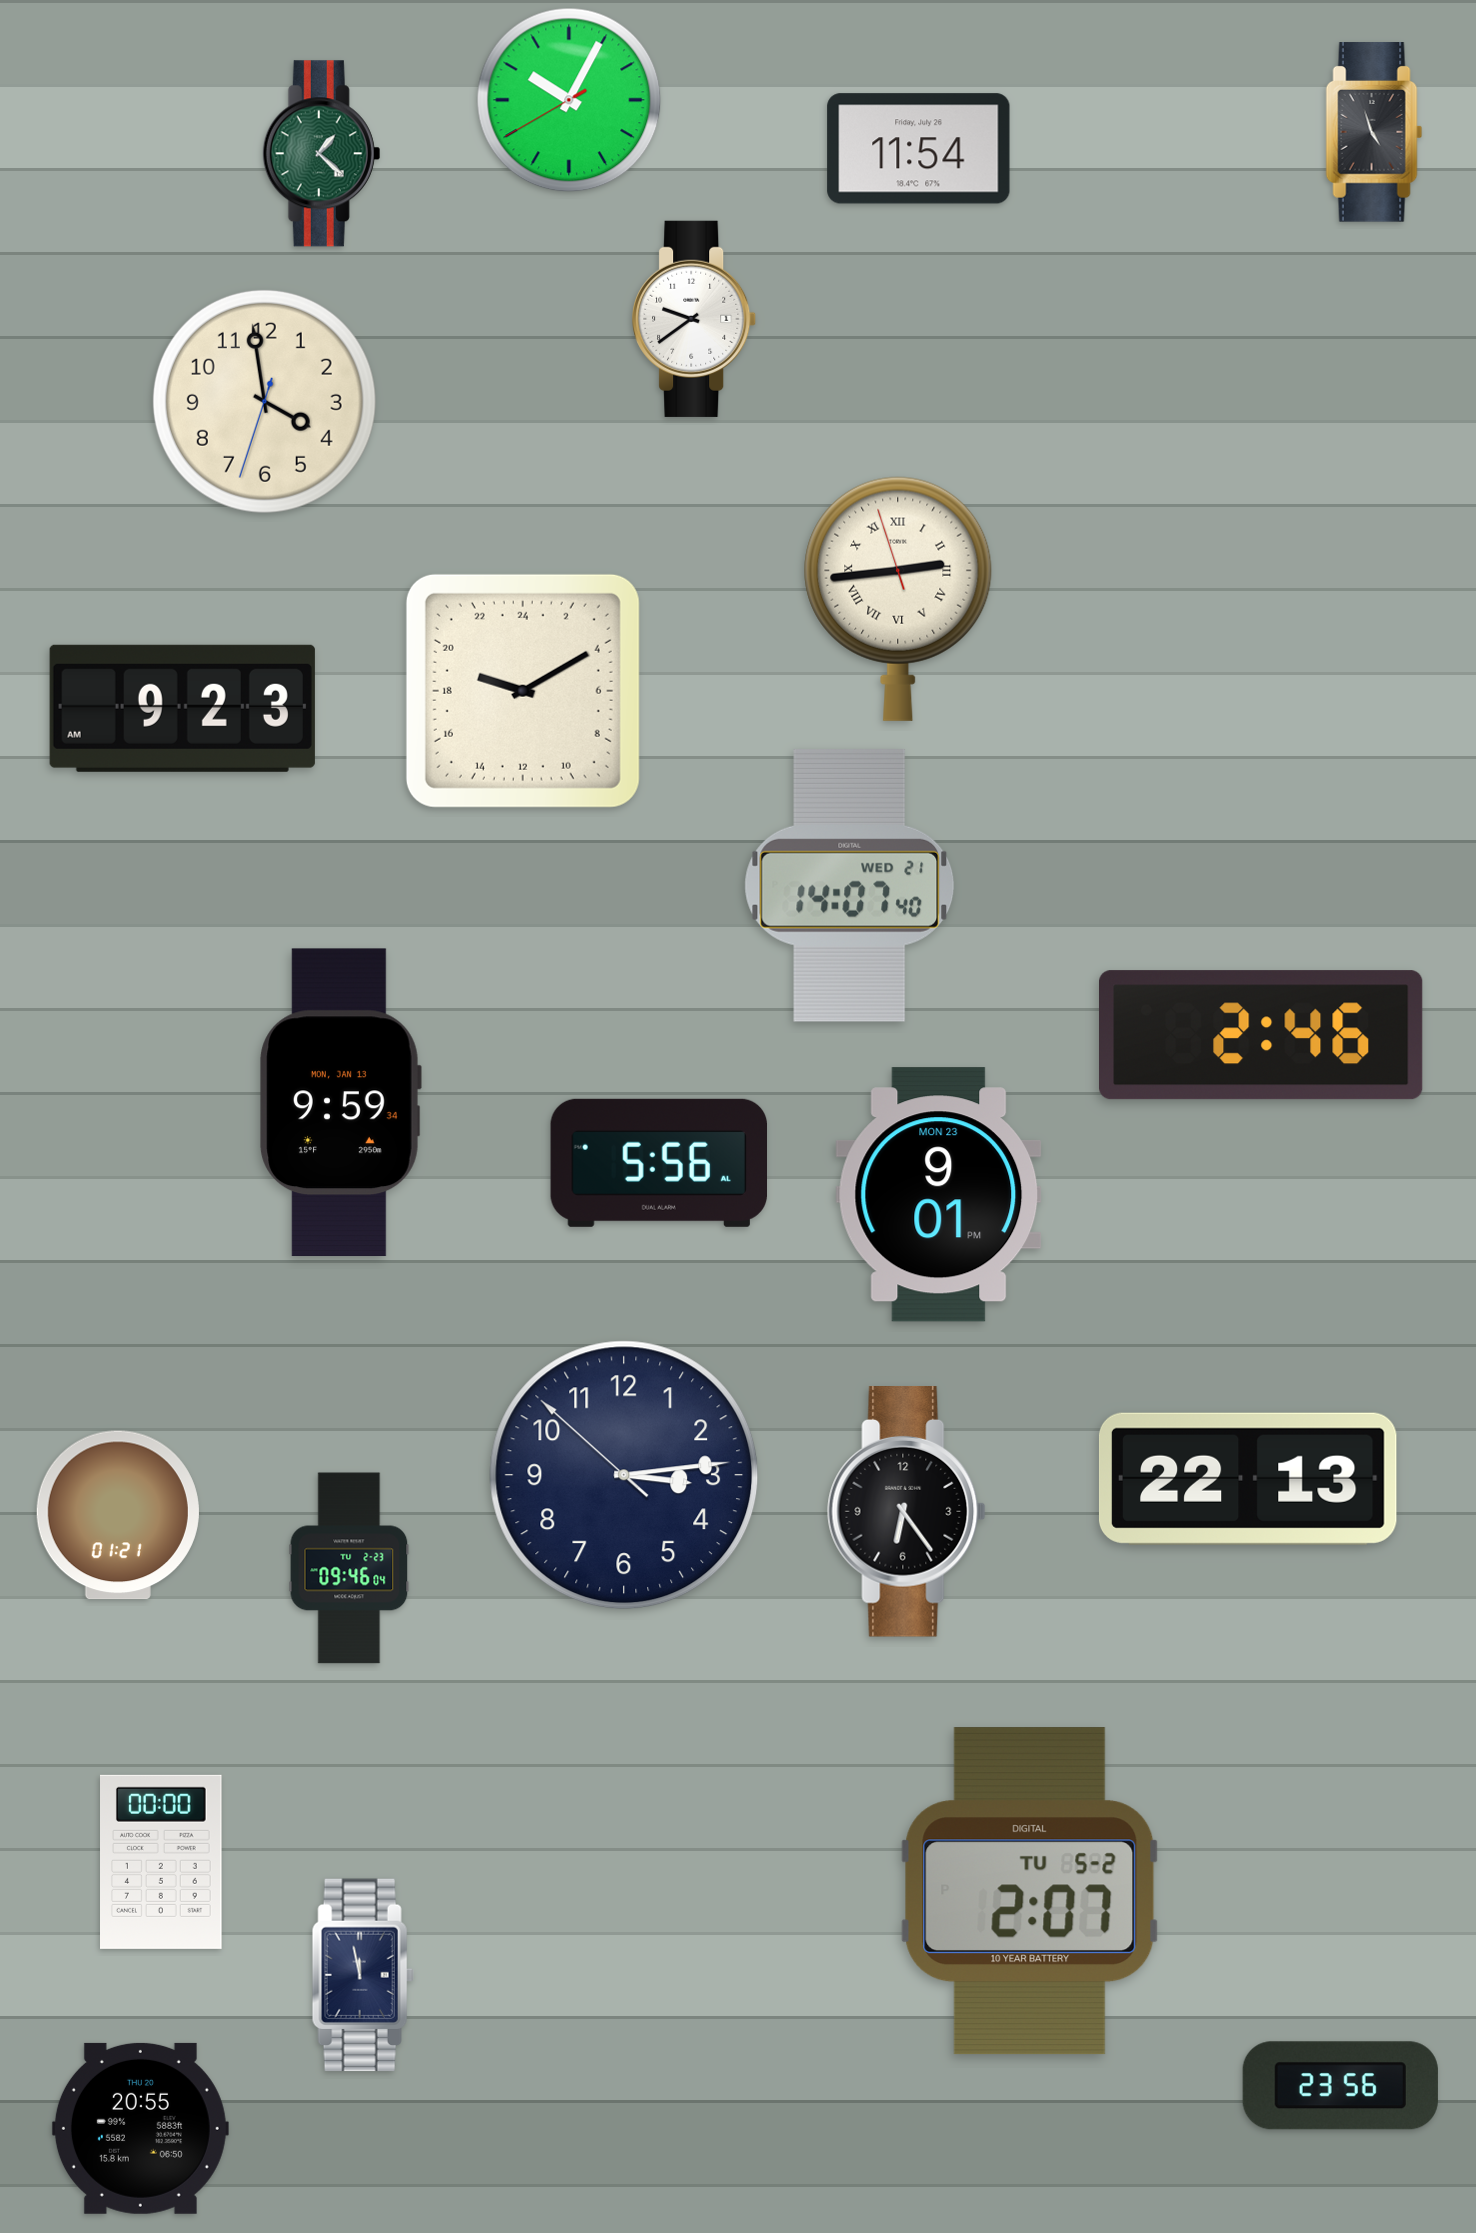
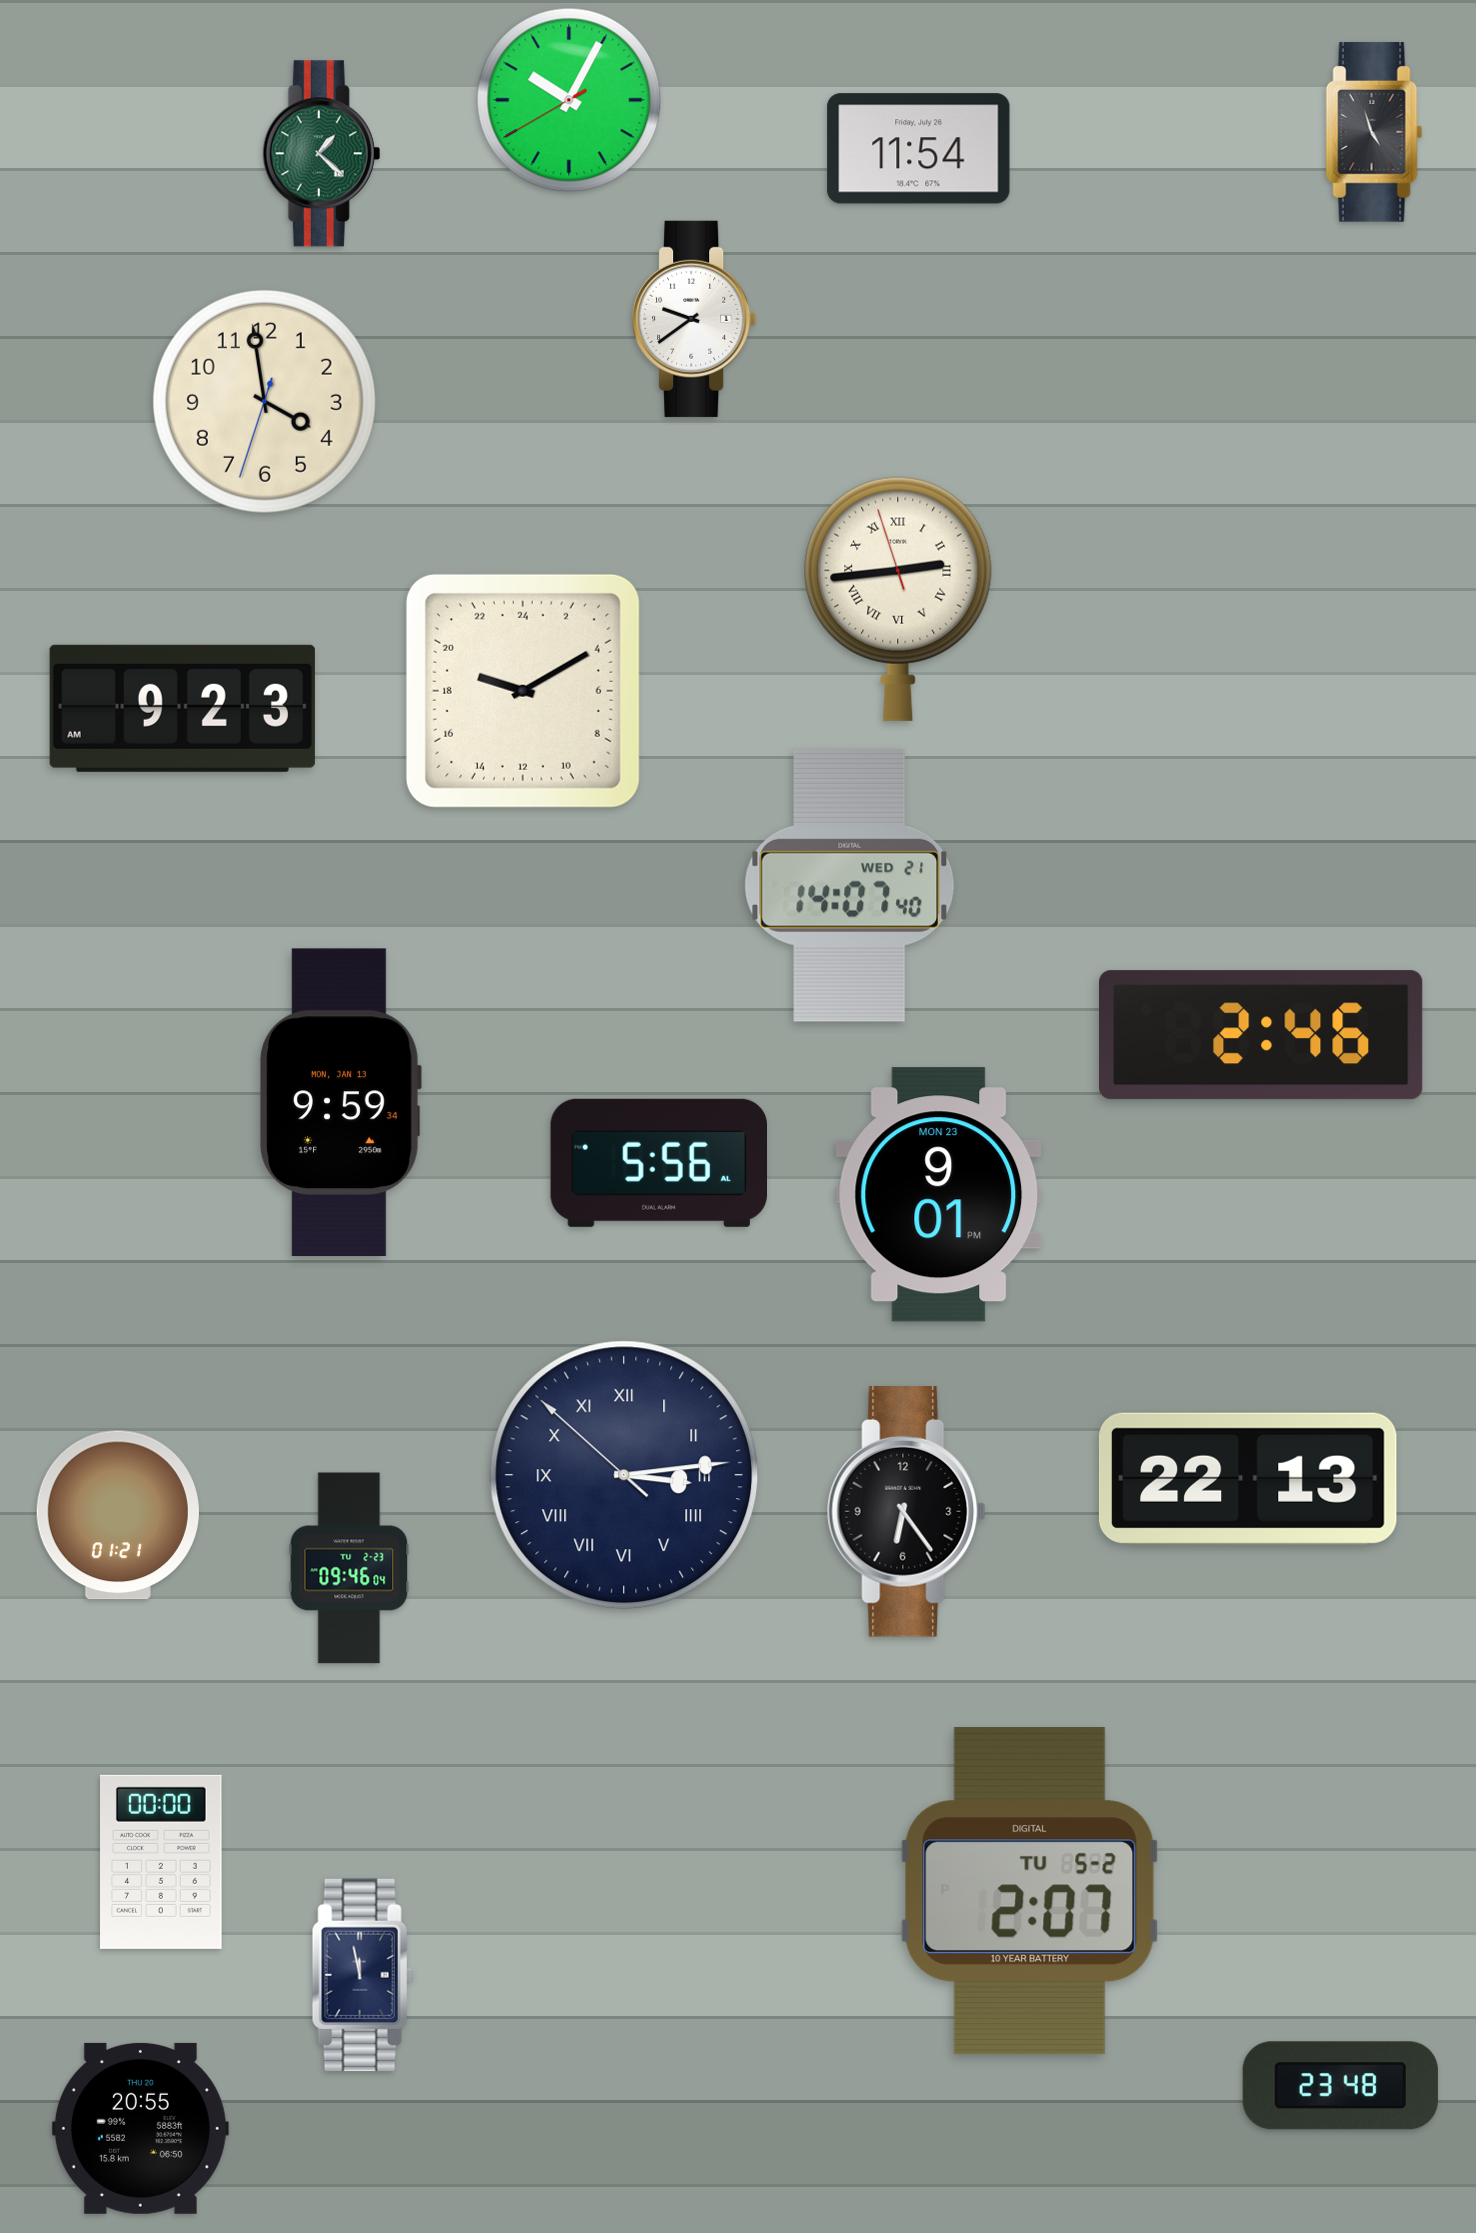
clock at (624, 1475) numerals: Arabic -> Roman
clock at (1340, 2086): 23:56 -> 23:48
